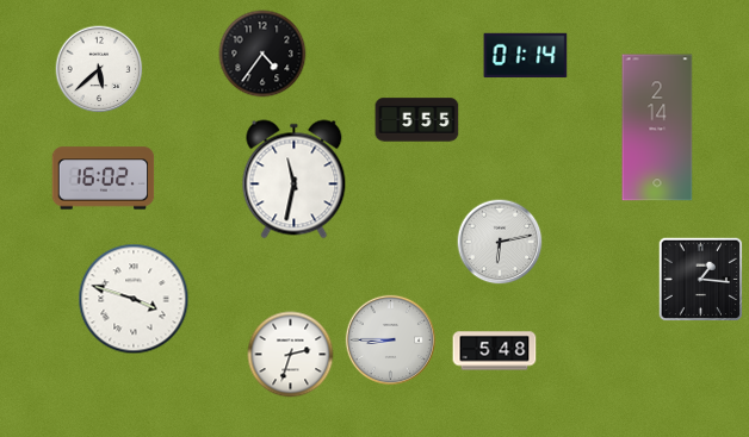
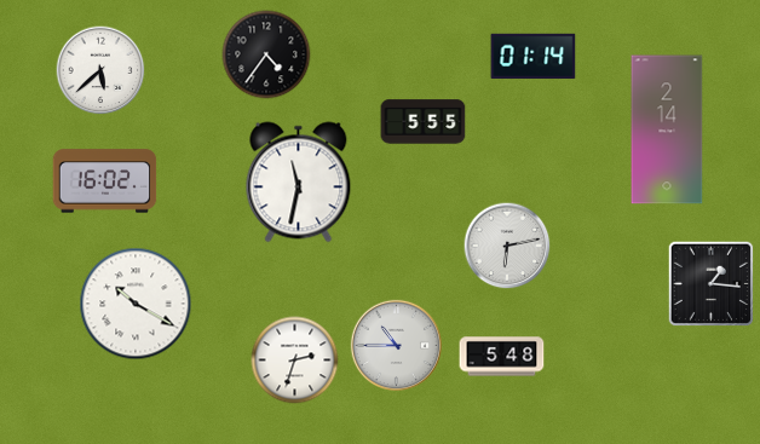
clock at (134, 299): 3:48 -> 10:20
clock at (390, 339): 8:45 -> 10:45
